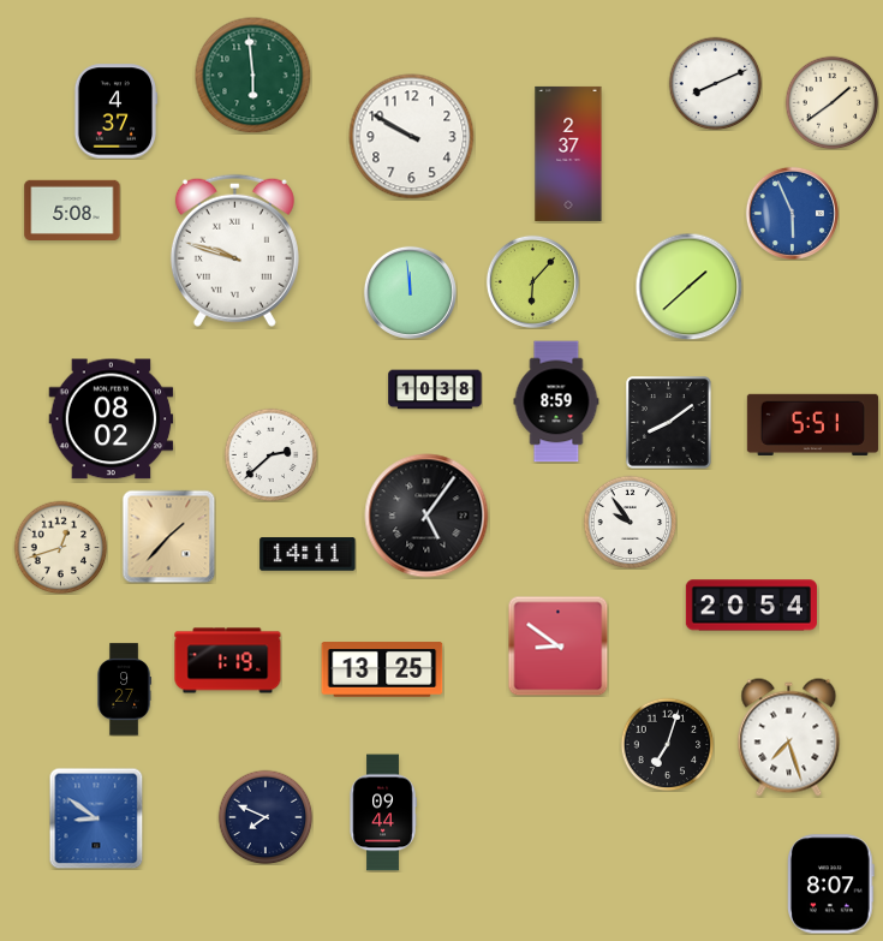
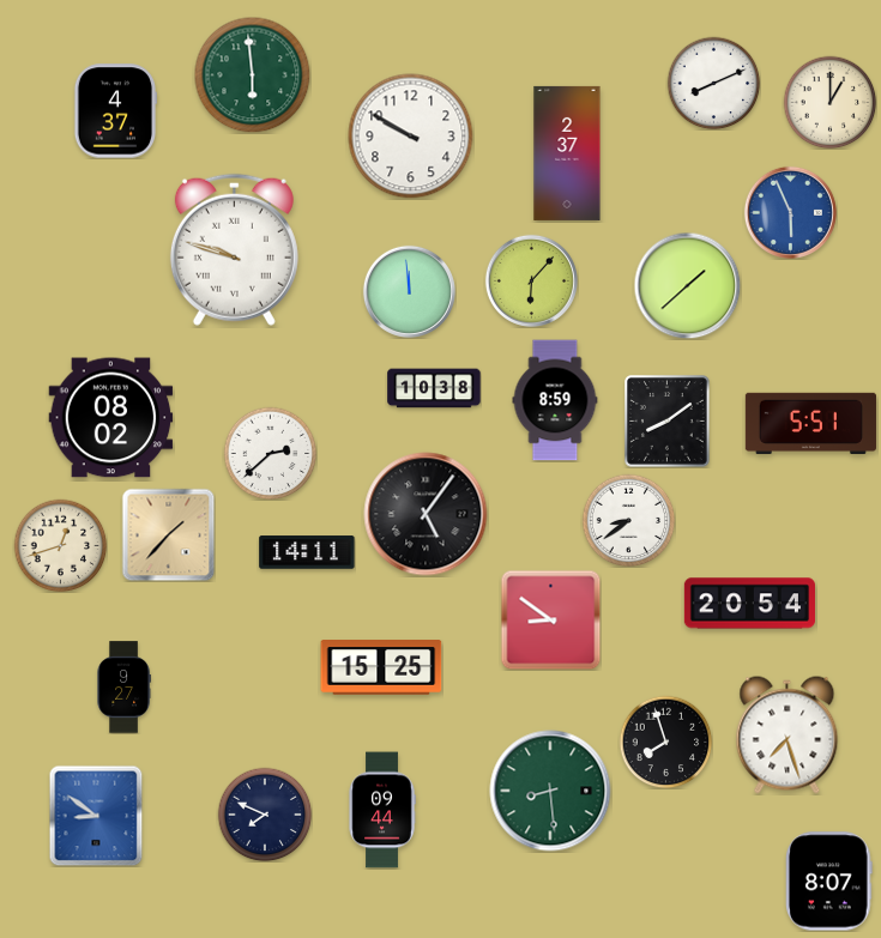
clock at (831, 102): 1:39 -> 1:00
clock at (72, 209): 5:08 -> none
clock at (630, 522): 9:54 -> 8:39
clock at (557, 645) position: (557, 645) -> (550, 619)
clock at (228, 661): 1:19 -> none
clock at (382, 669): 13:25 -> 15:25
clock at (667, 744): 7:03 -> 7:57
clock at (550, 791): none -> 8:29
